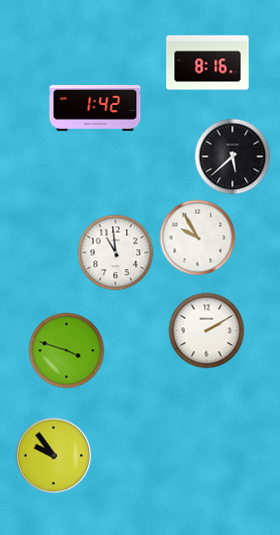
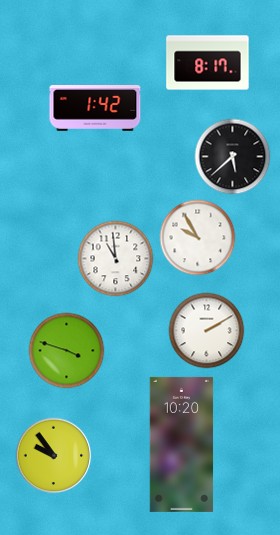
clock at (208, 63): 8:16 -> 8:17
clock at (116, 253) position: (116, 253) -> (116, 259)
clock at (182, 444): none -> 10:20
